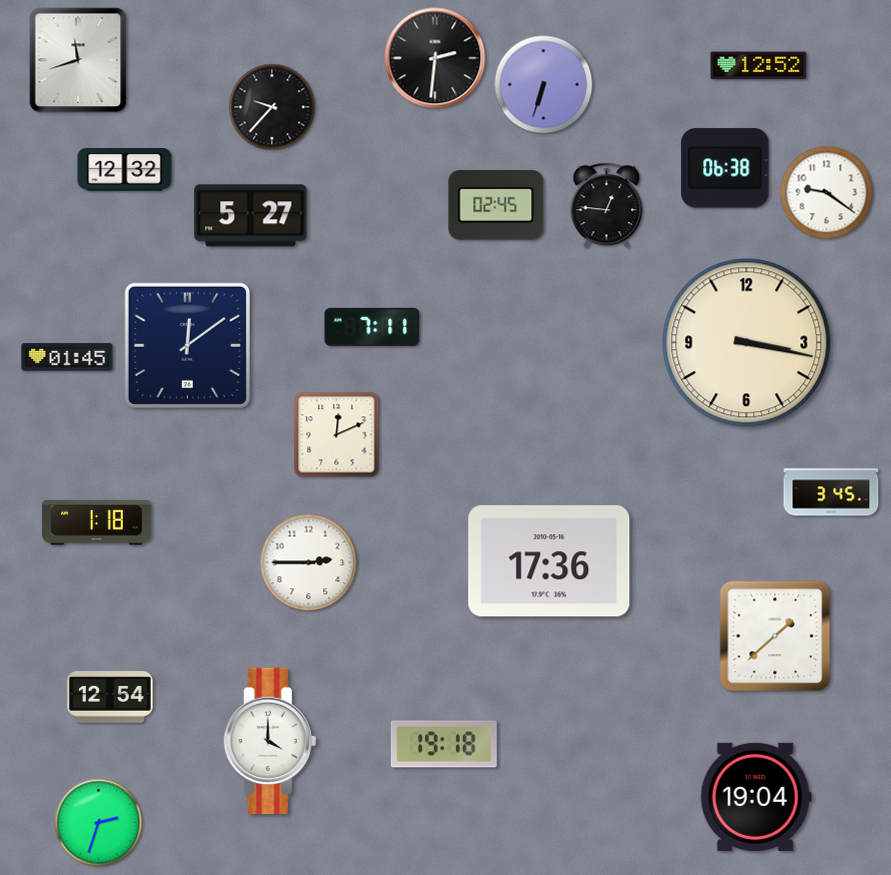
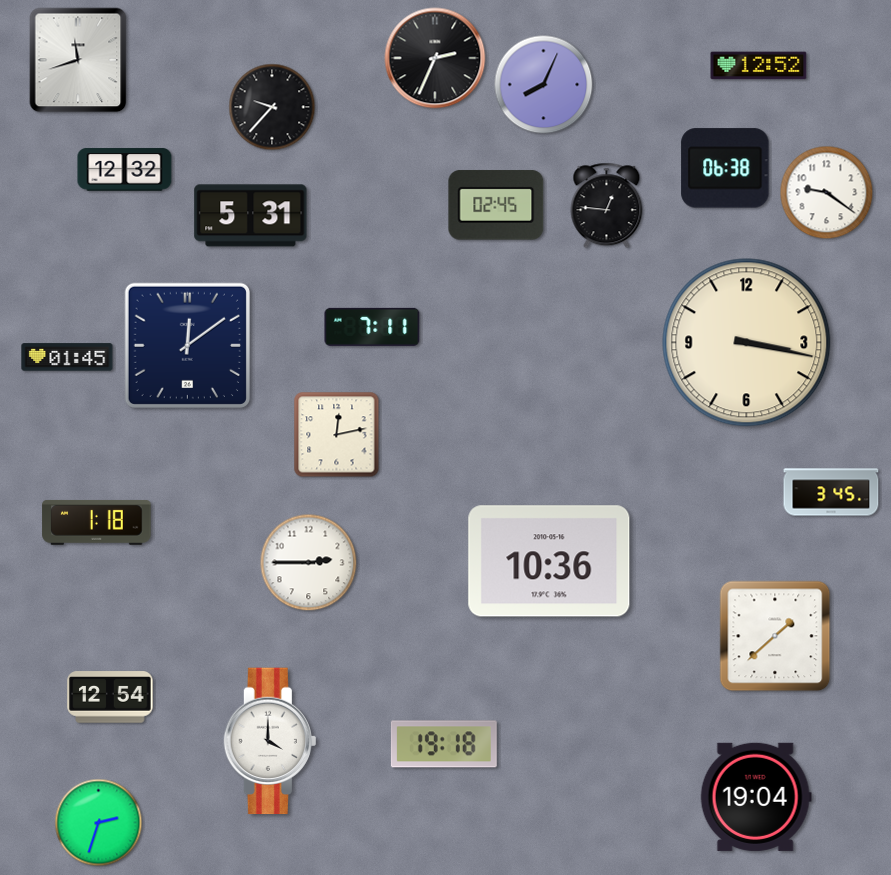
clock at (435, 58): 2:31 -> 2:34
clock at (544, 85): 6:33 -> 8:04
clock at (251, 216): 5:27 -> 5:31
clock at (337, 435): 12:11 -> 12:13
clock at (549, 561): 17:36 -> 10:36
